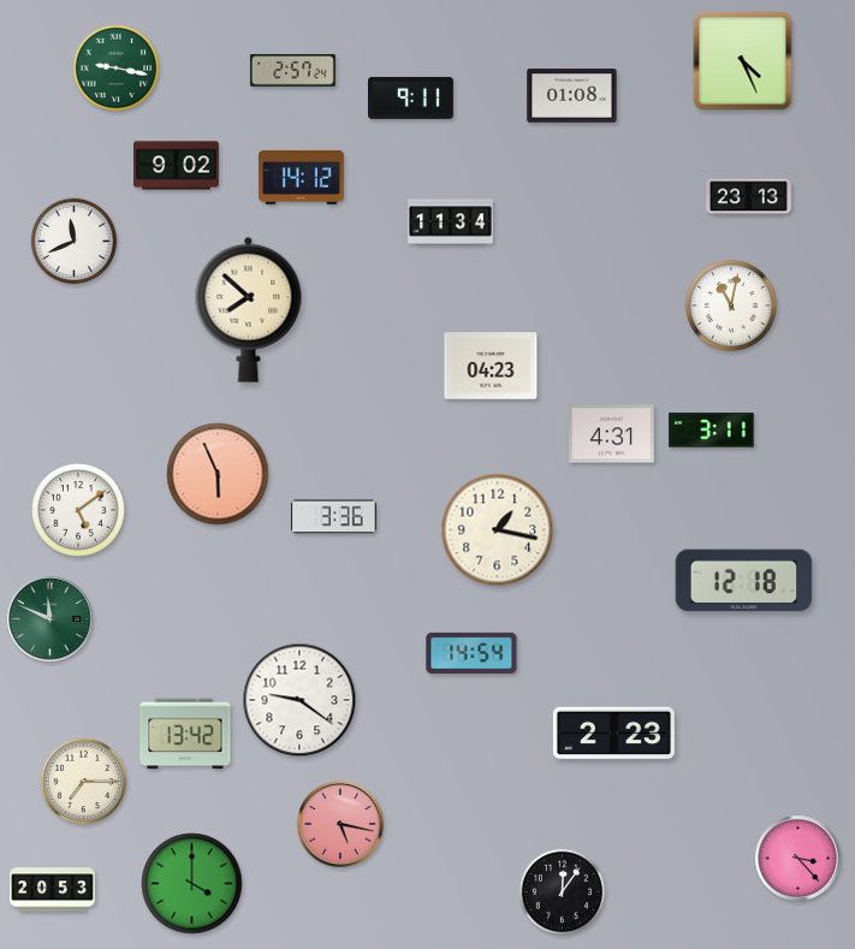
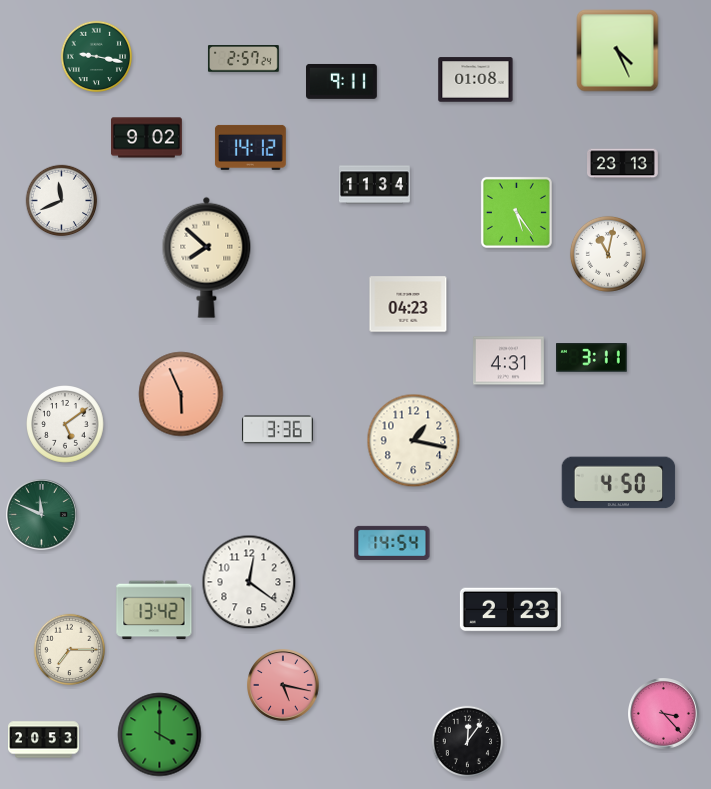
clock at (516, 212): none -> 5:24
clock at (744, 581): 12:18 -> 4:50
clock at (299, 700): 9:21 -> 12:21
